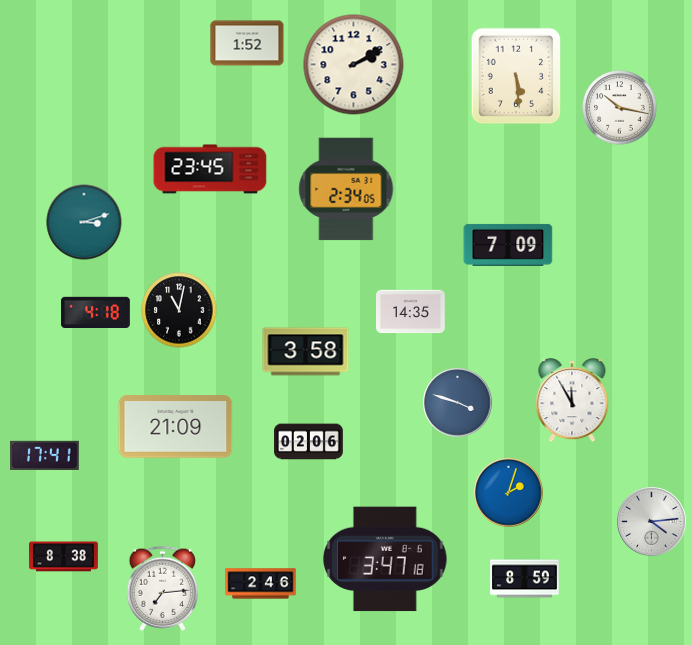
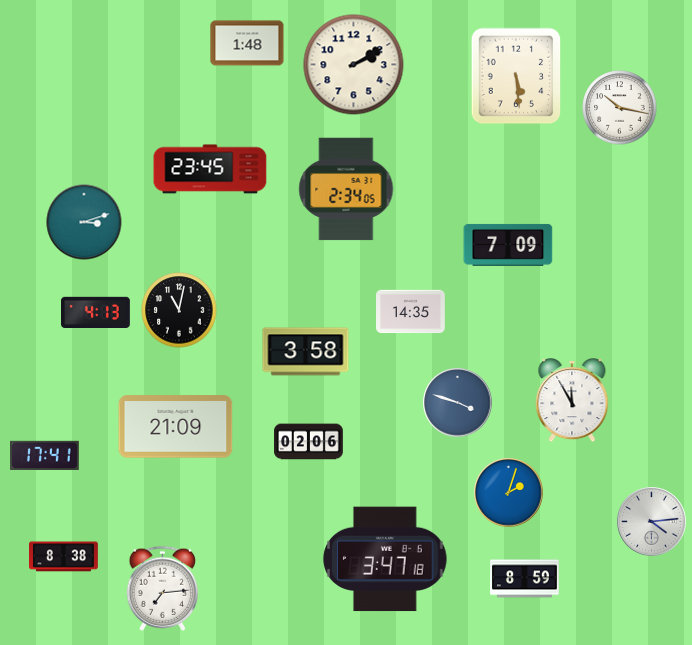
clock at (247, 43): 1:52 -> 1:48
clock at (96, 313): 4:18 -> 4:13
clock at (261, 584): 2:46 -> none
